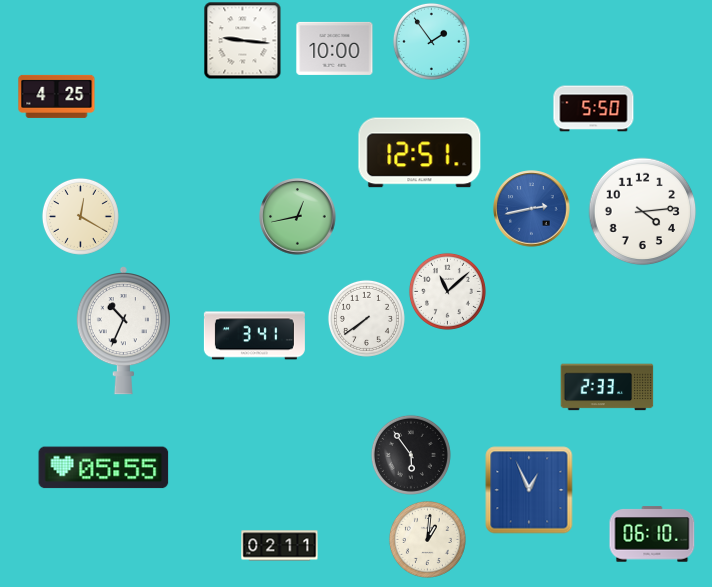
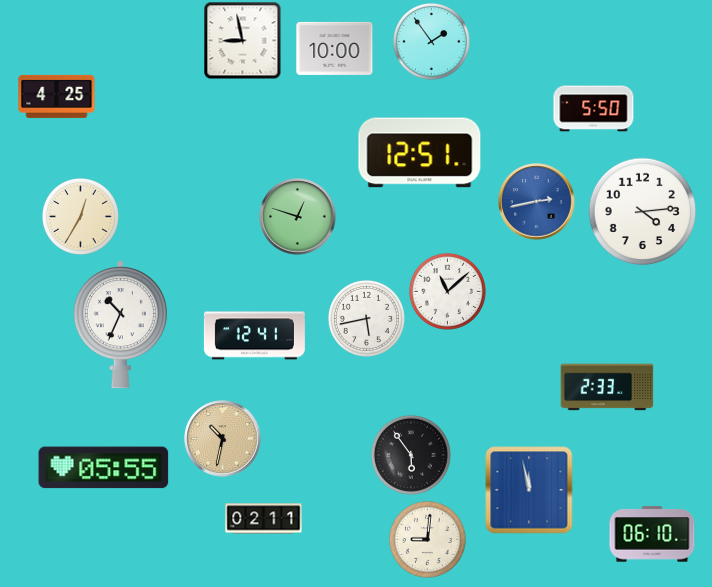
clock at (242, 40): 9:16 -> 8:58
clock at (532, 209) position: (532, 209) -> (537, 202)
clock at (80, 216): 12:20 -> 12:35
clock at (298, 217): 12:43 -> 12:48
clock at (366, 318): 7:39 -> 5:43
clock at (123, 331) position: (123, 331) -> (120, 325)
clock at (254, 336): 3:41 -> 12:41
clock at (223, 439): none -> 10:32
clock at (529, 490): 12:56 -> 11:58
clock at (427, 539): 1:01 -> 9:01
clock at (280, 546) position: (280, 546) -> (264, 519)
